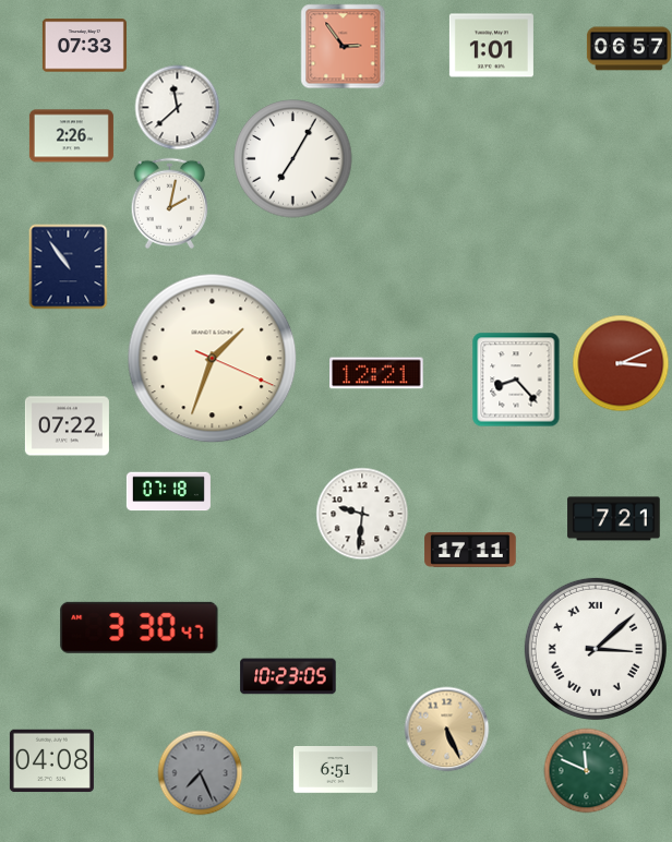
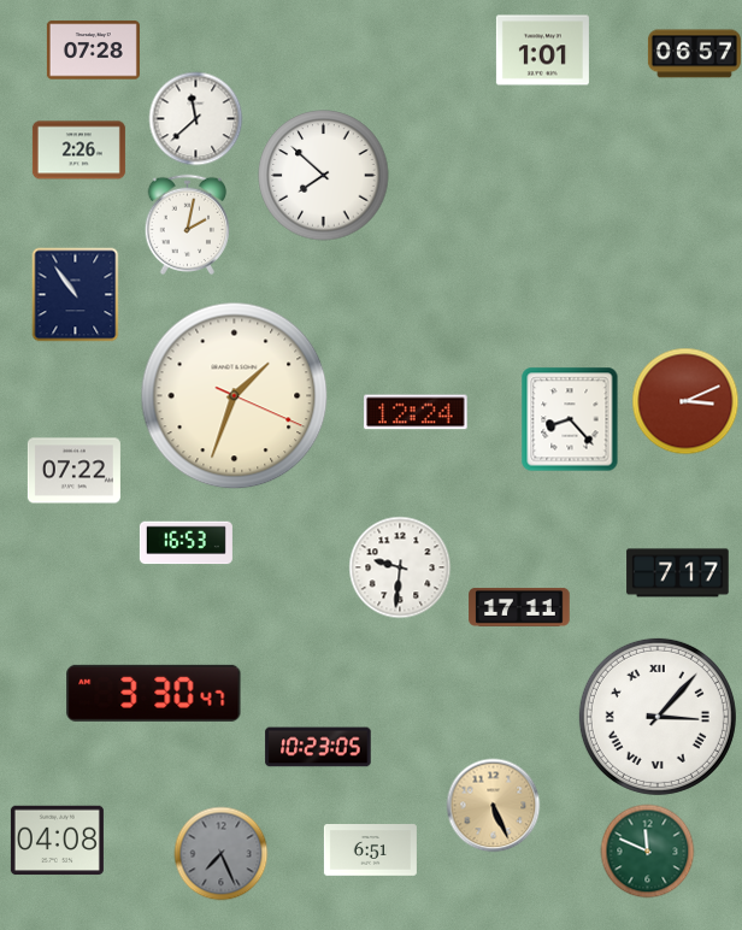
clock at (84, 46): 07:33 -> 07:28
clock at (343, 46): 2:54 -> none
clock at (293, 159): 7:05 -> 7:52
clock at (376, 373): 12:21 -> 12:24
clock at (168, 492): 07:18 -> 16:53
clock at (614, 519): 7:21 -> 7:17
clock at (596, 649): 3:08 -> 3:07
